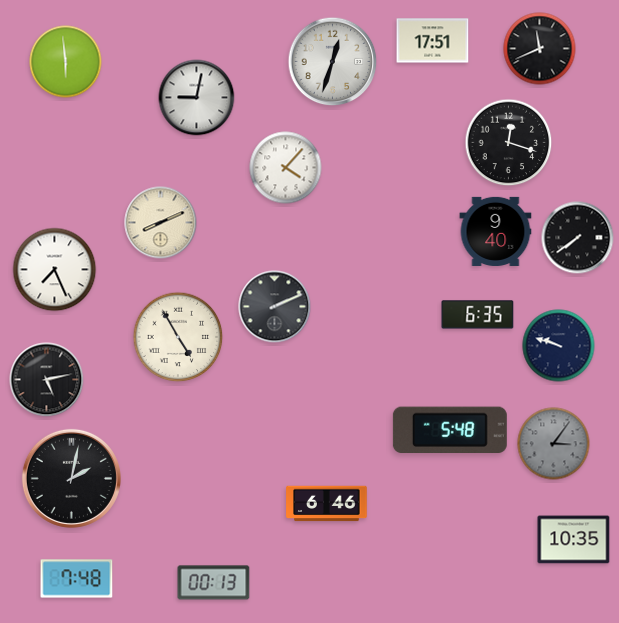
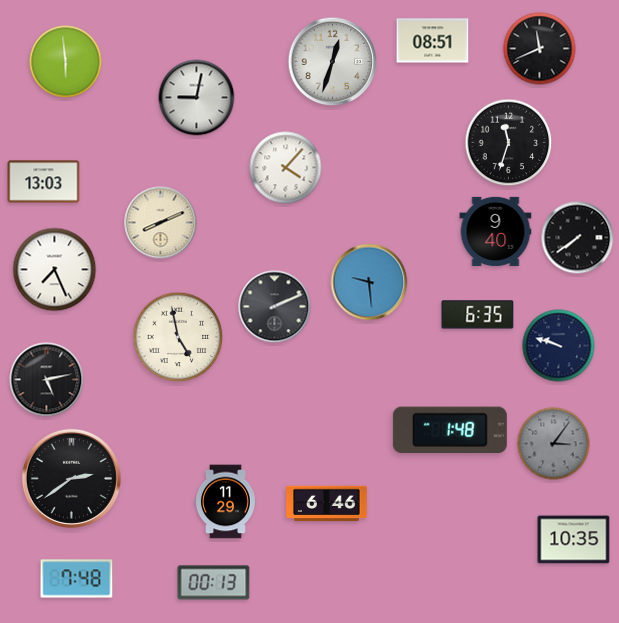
clock at (433, 41): 17:51 -> 08:51
clock at (509, 143): 12:18 -> 11:33
clock at (44, 182): none -> 13:03
clock at (369, 282): none -> 9:29
clock at (178, 337): 4:55 -> 4:58
clock at (450, 430): 5:48 -> 1:48
clock at (71, 478): 2:02 -> 2:39
clock at (226, 502): none -> 11:29
